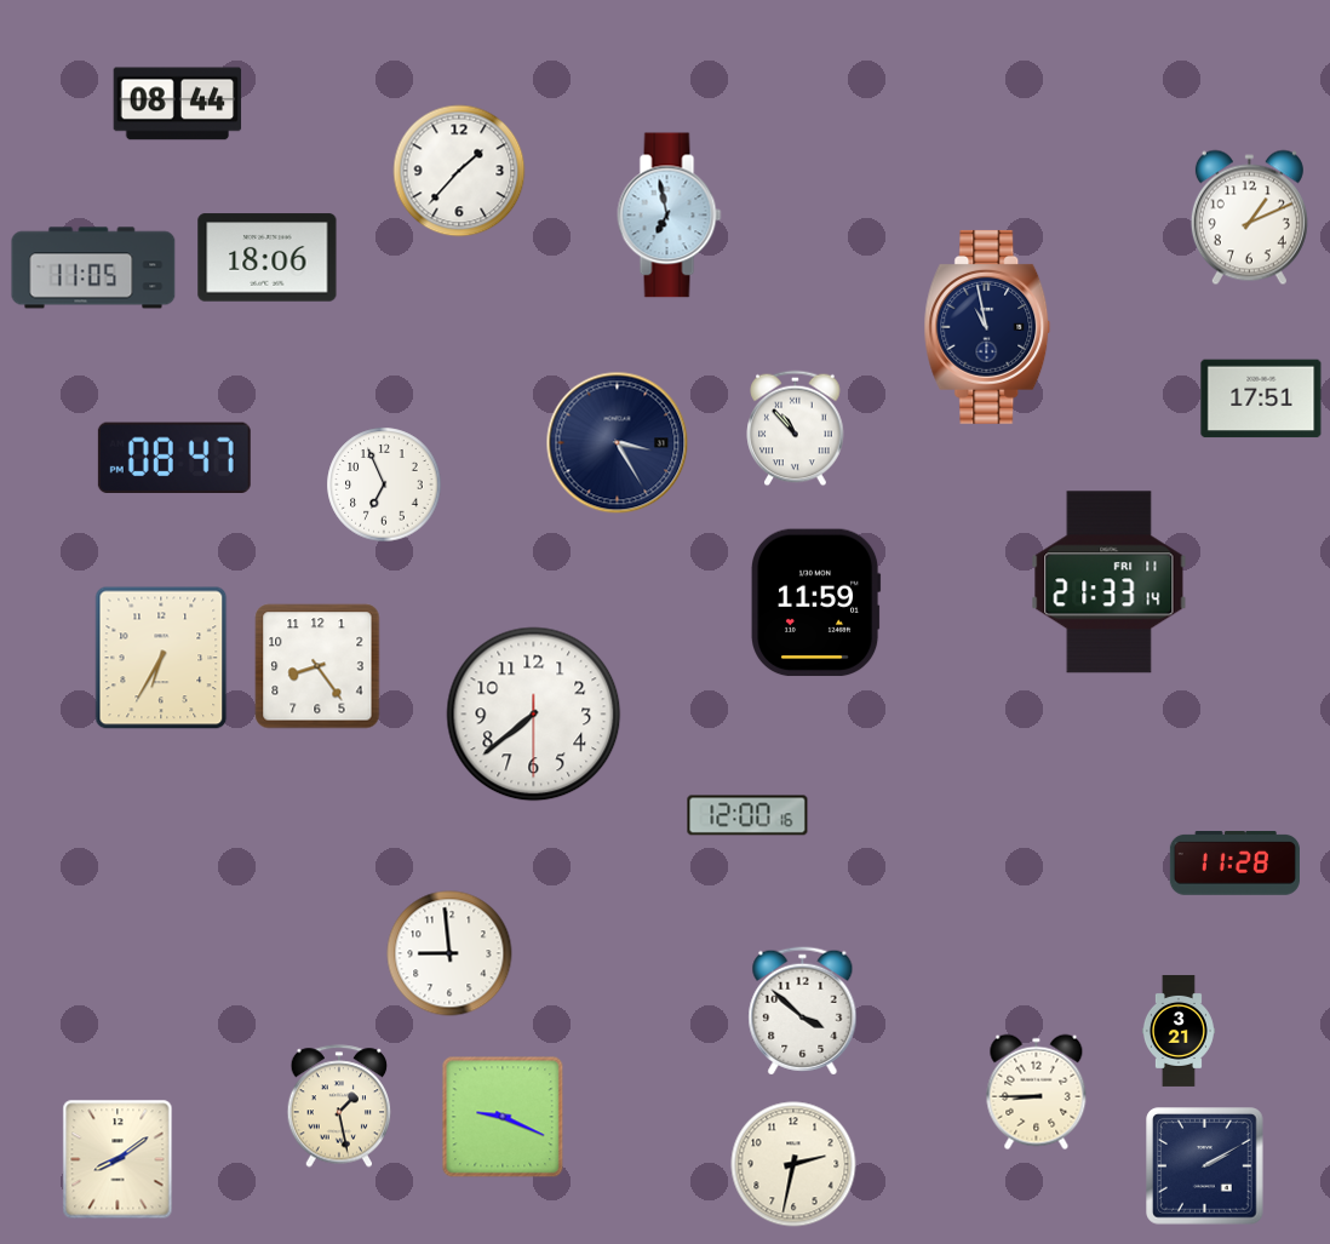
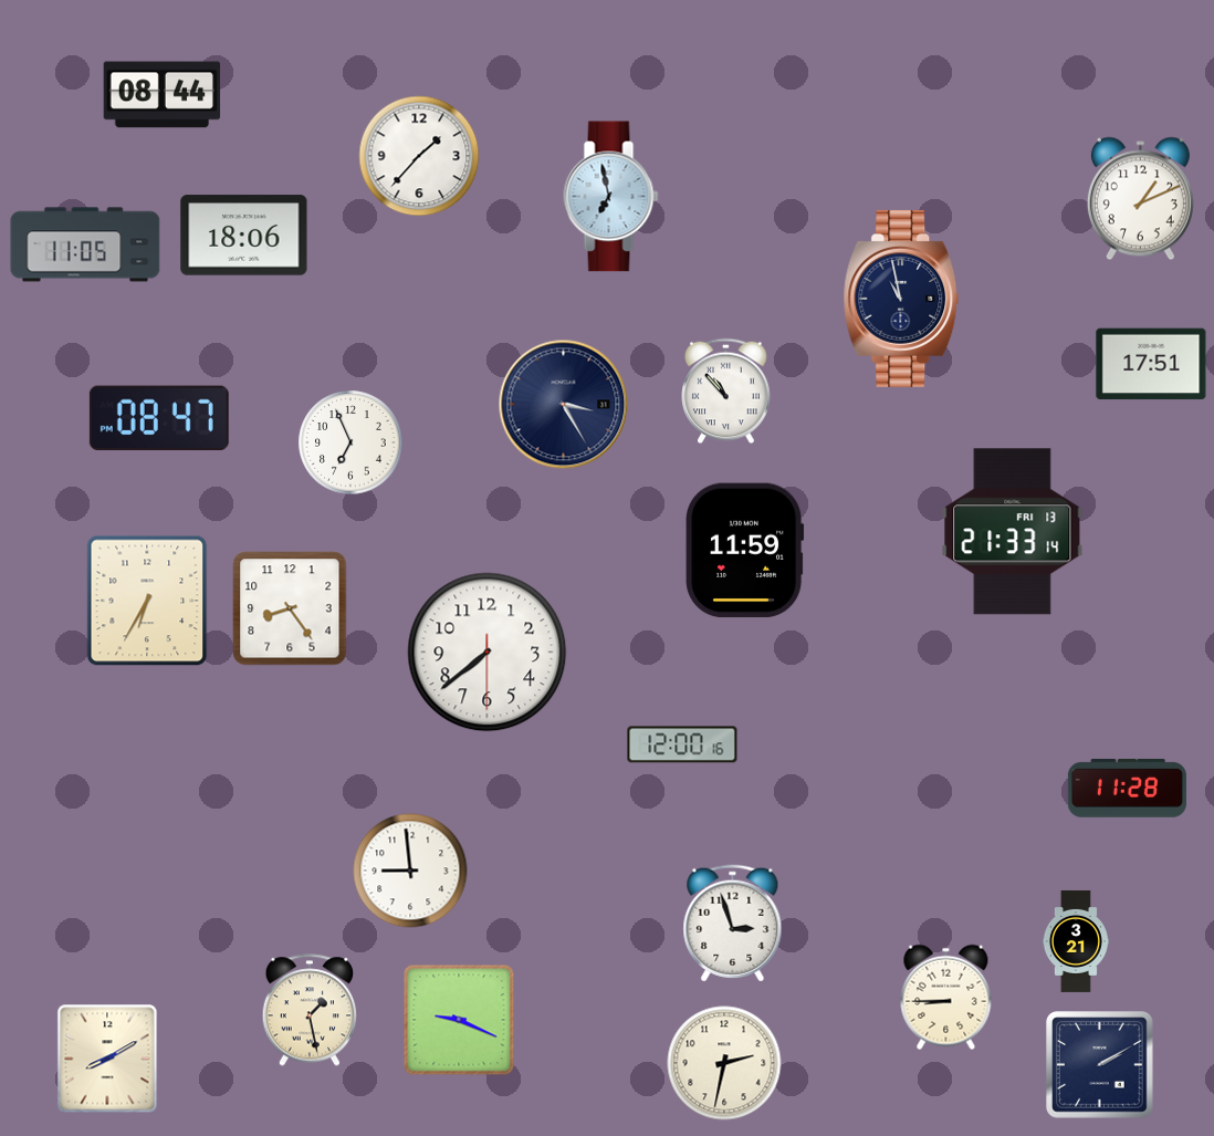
clock at (1110, 583) date: FRI 11 -> FRI 13
clock at (803, 1011): 3:52 -> 2:57
clock at (117, 1159): 8:09 -> 8:10
